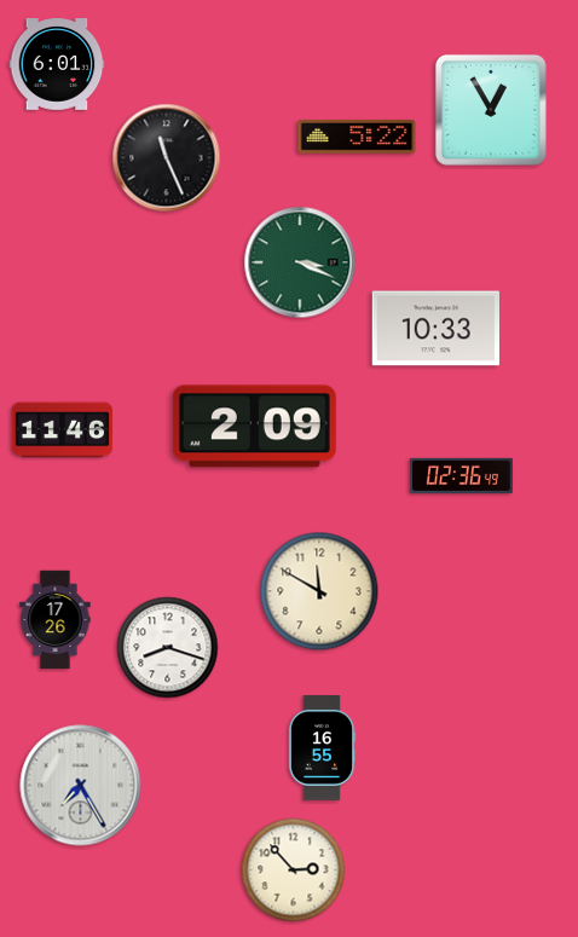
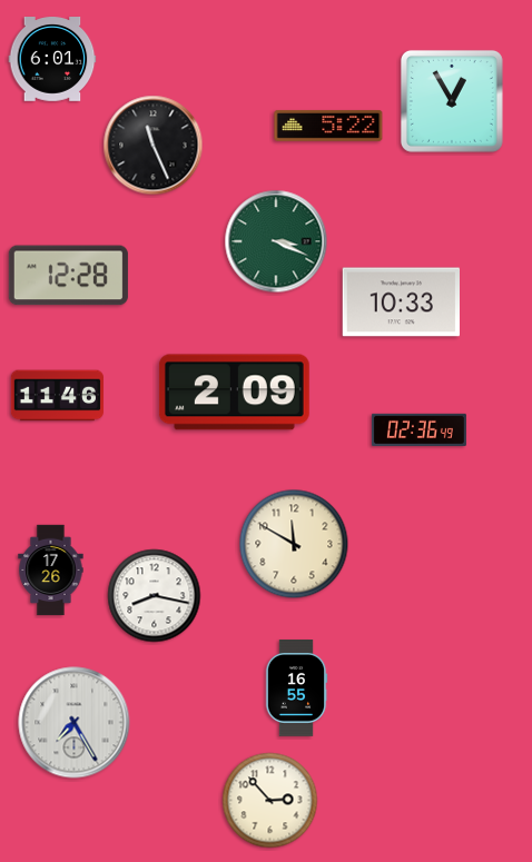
clock at (68, 276): none -> 12:28
clock at (461, 475) position: (461, 475) -> (418, 429)
clock at (168, 648): 8:18 -> 8:17
